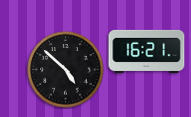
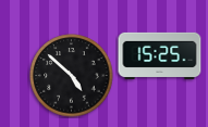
clock at (147, 51): 16:21 -> 15:25
